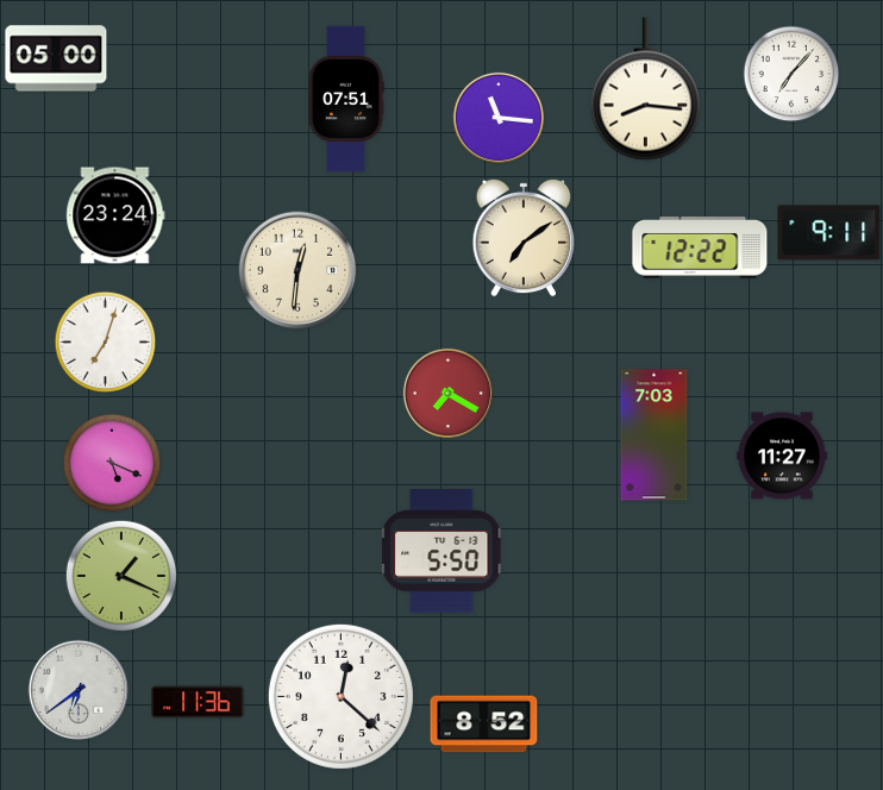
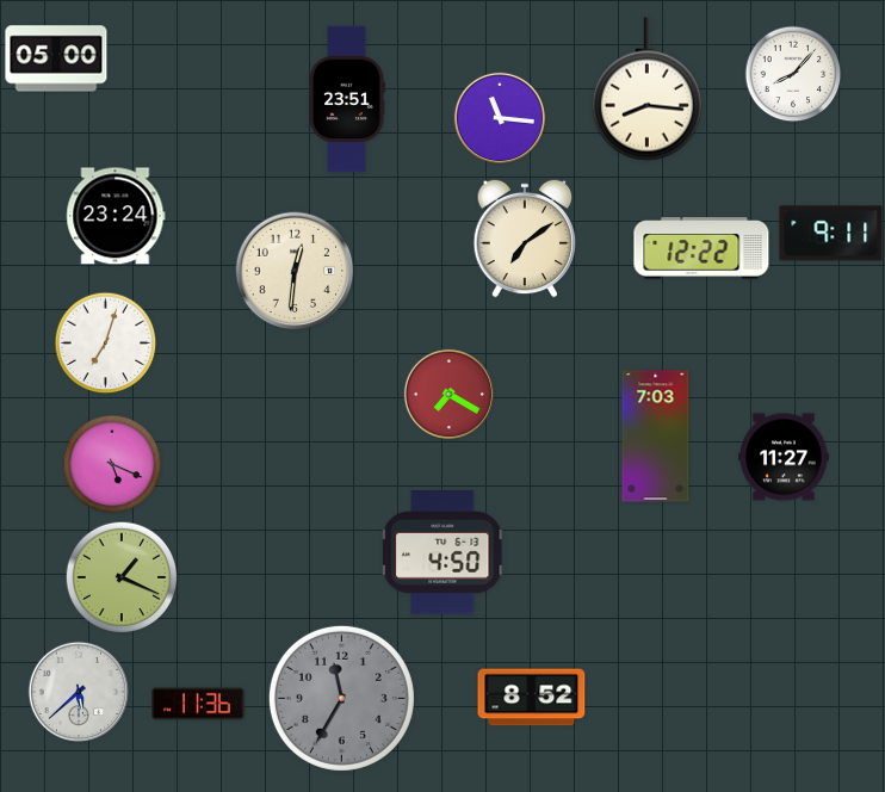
clock at (791, 74): 7:07 -> 8:07
clock at (346, 99): 07:51 -> 23:51
clock at (298, 270) position: (298, 270) -> (295, 271)
clock at (443, 551): 5:50 -> 4:50
clock at (77, 689): 6:39 -> 5:38
clock at (340, 696): 12:22 -> 11:35
clock at (340, 696) dial: white -> grey
clock at (484, 725) position: (484, 725) -> (532, 698)
